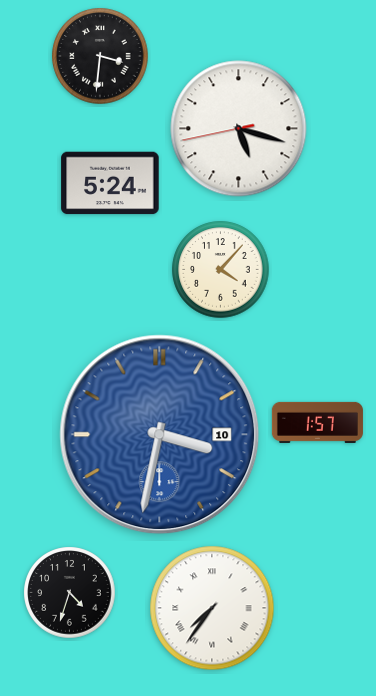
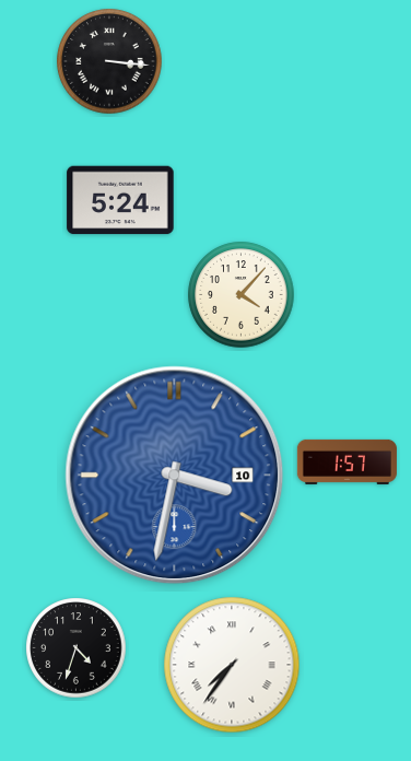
clock at (100, 56): 3:31 -> 3:16
clock at (239, 129): 5:17 -> none
